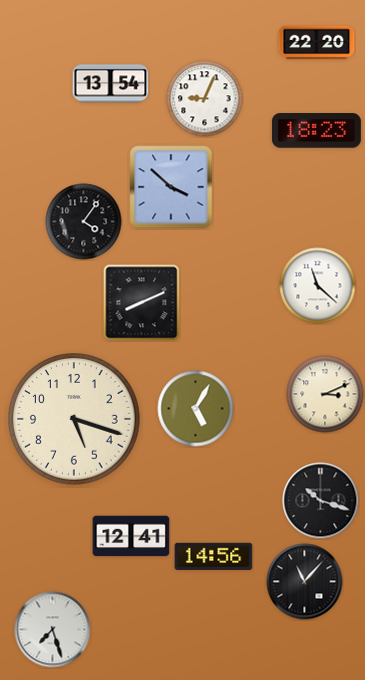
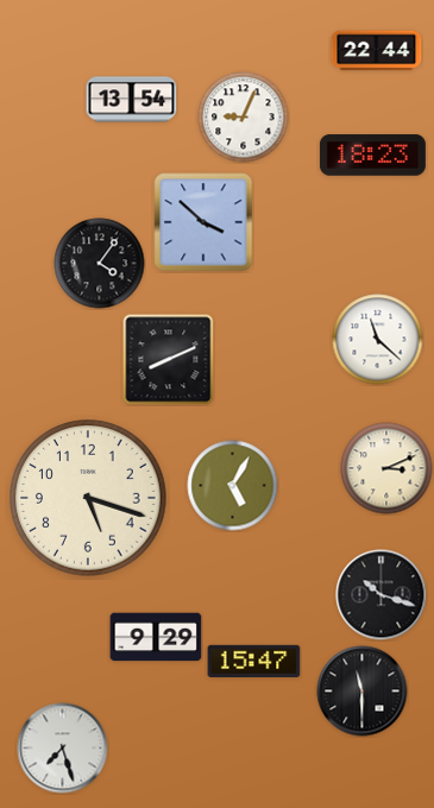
clock at (317, 43): 22:20 -> 22:44
clock at (316, 131) position: (316, 131) -> (372, 156)
clock at (131, 536): 12:41 -> 9:29
clock at (214, 556): 14:56 -> 15:47
clock at (305, 582): 11:07 -> 11:30
